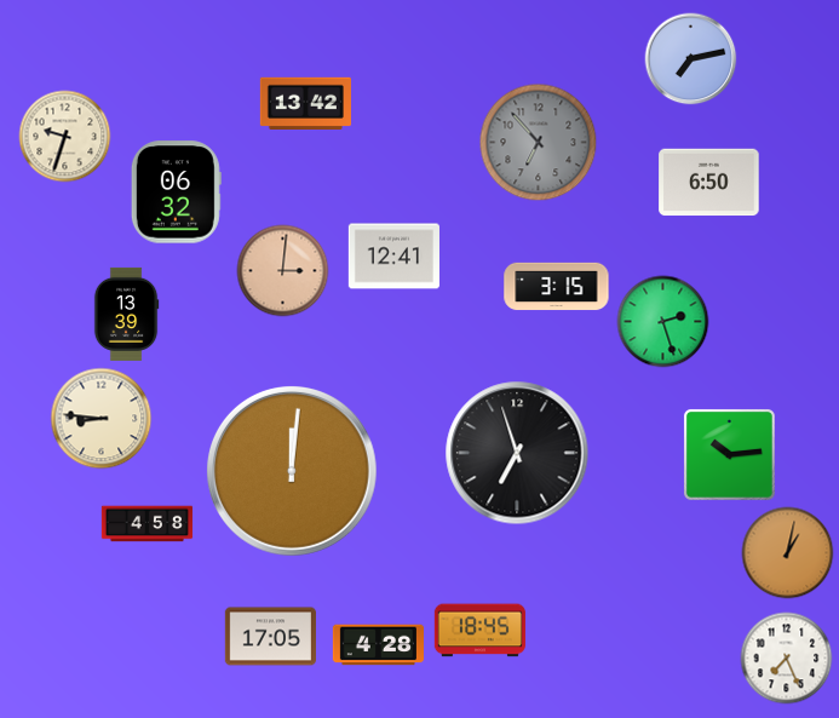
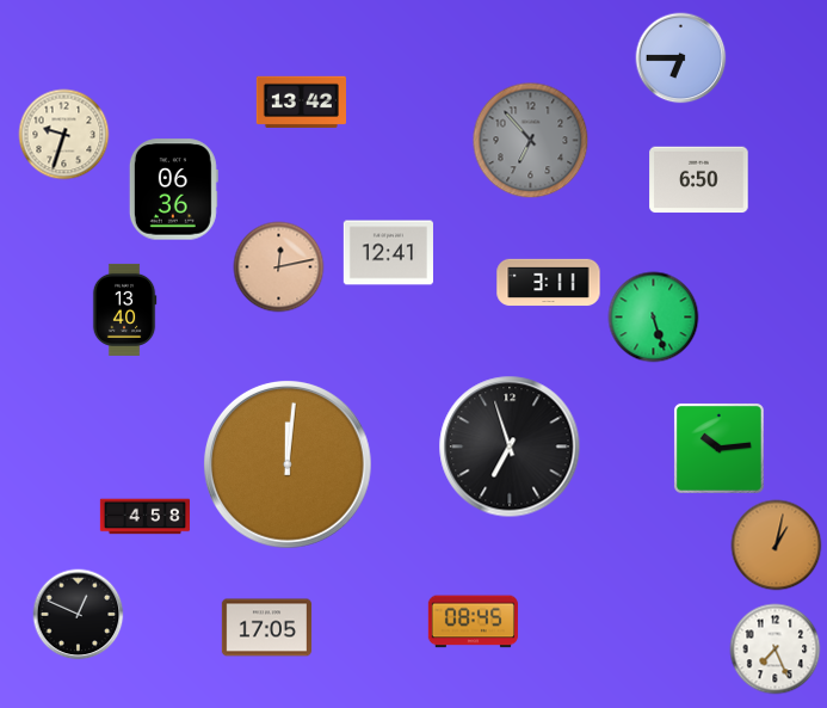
clock at (691, 59): 7:13 -> 6:45
clock at (176, 193): 06:32 -> 06:36
clock at (283, 271): 3:01 -> 12:13
clock at (557, 287): 3:15 -> 3:11
clock at (126, 314): 13:39 -> 13:40
clock at (663, 322): 2:27 -> 5:27
clock at (102, 419): 8:46 -> none
clock at (79, 615): none -> 12:49
clock at (479, 631): 18:45 -> 08:45
clock at (378, 645): 4:28 -> none
